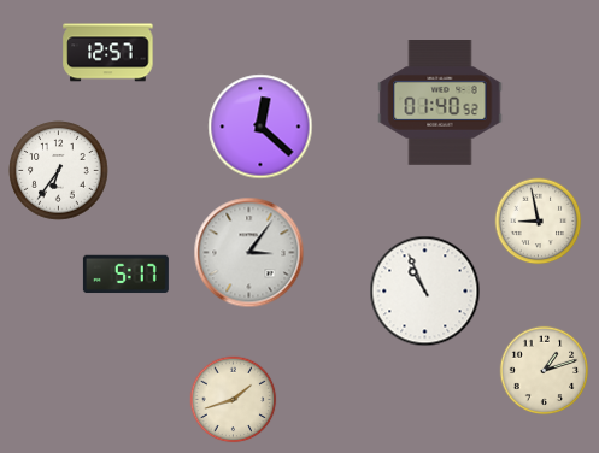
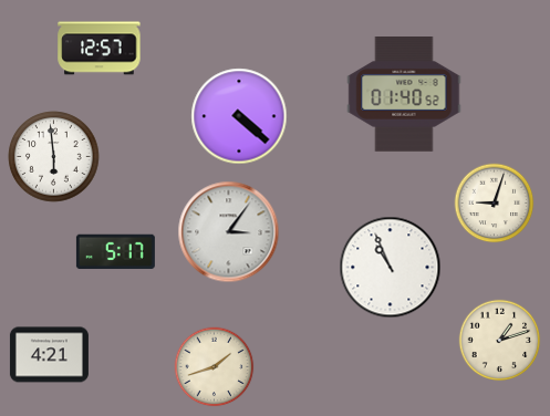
clock at (260, 127): 12:22 -> 4:22
clock at (59, 171): 6:36 -> 5:59
clock at (539, 222): 8:58 -> 9:03
clock at (49, 355): none -> 4:21
